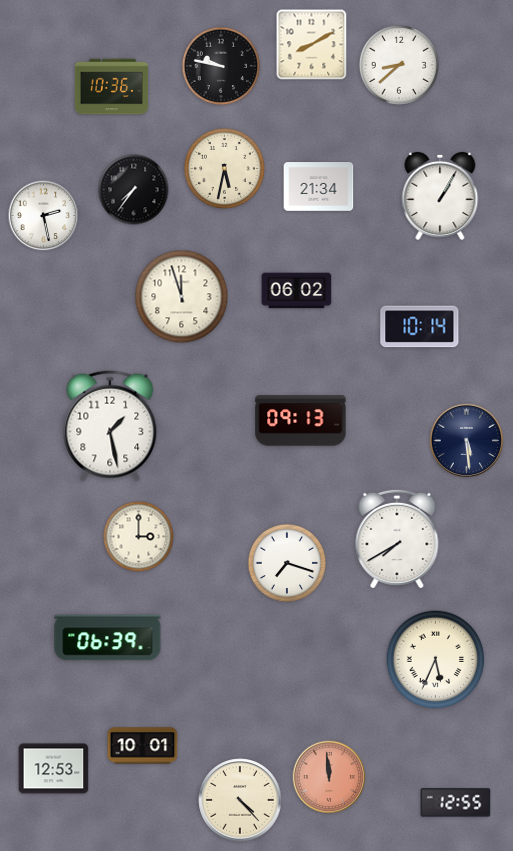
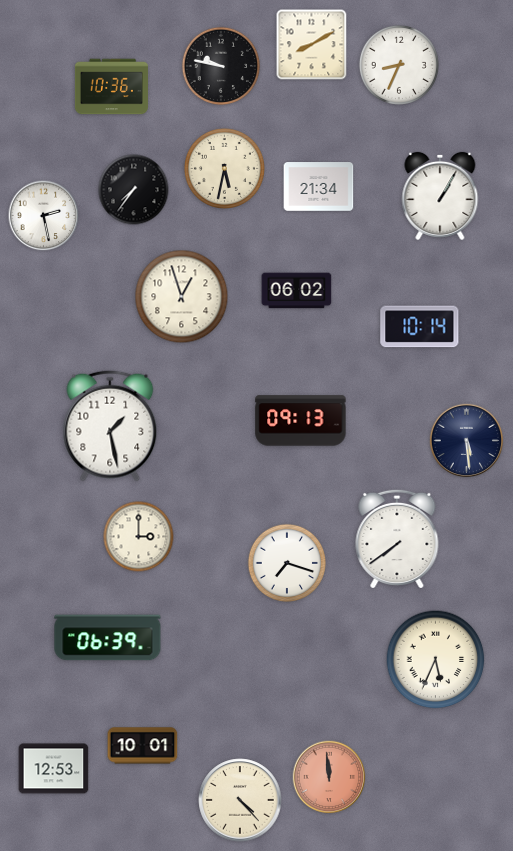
clock at (399, 65): 8:38 -> 8:34
clock at (182, 297): 11:57 -> 12:57
clock at (397, 538): 7:40 -> 7:39
clock at (456, 803): 12:55 -> none
